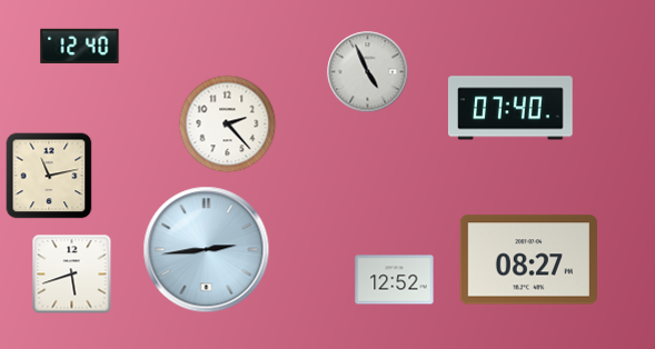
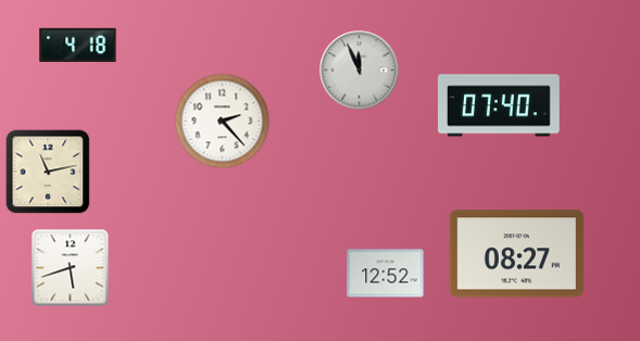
clock at (80, 47): 12:40 -> 4:18
clock at (368, 72): 4:56 -> 11:56
clock at (207, 250): 2:44 -> none
